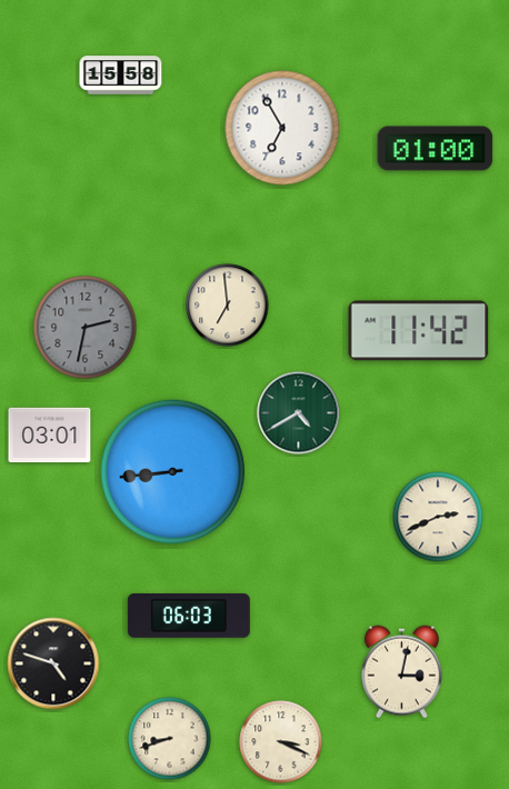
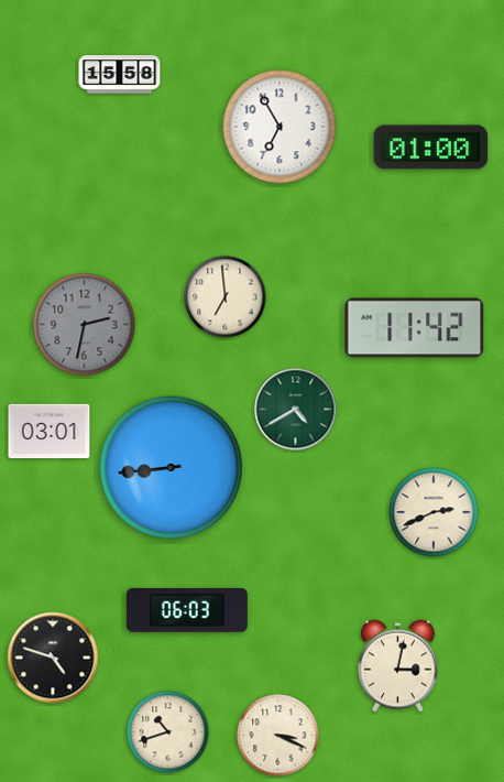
clock at (228, 306) position: (228, 306) -> (226, 297)
clock at (170, 739): 8:42 -> 10:42
